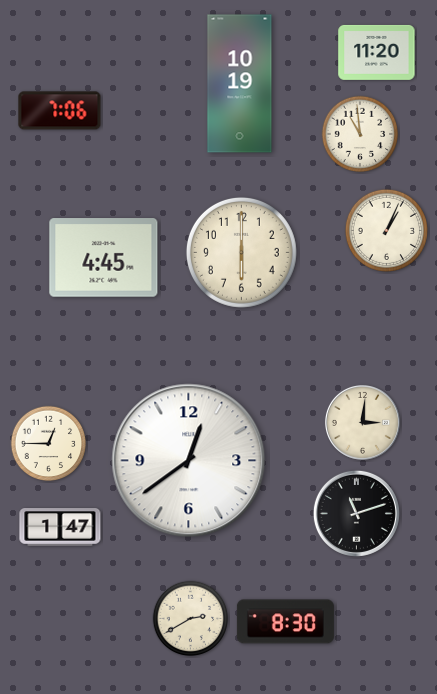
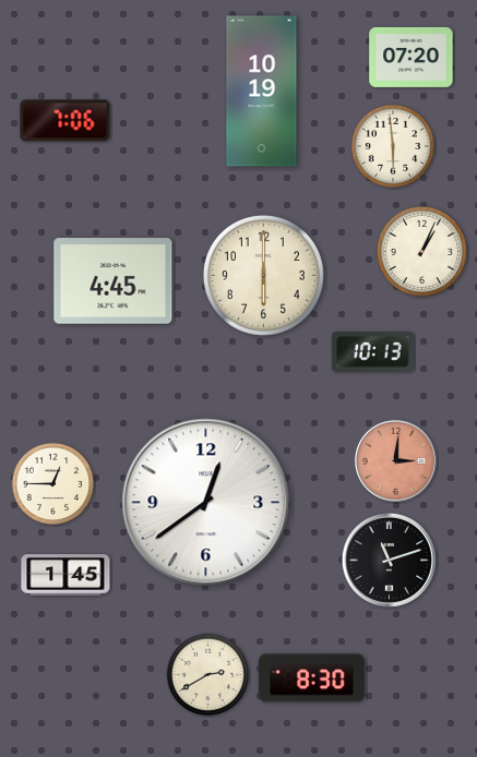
clock at (377, 52): 11:20 -> 07:20
clock at (360, 134): 10:59 -> 5:59
clock at (373, 352): none -> 10:13
clock at (362, 422) dial: cream -> salmon
clock at (60, 527): 1:47 -> 1:45
